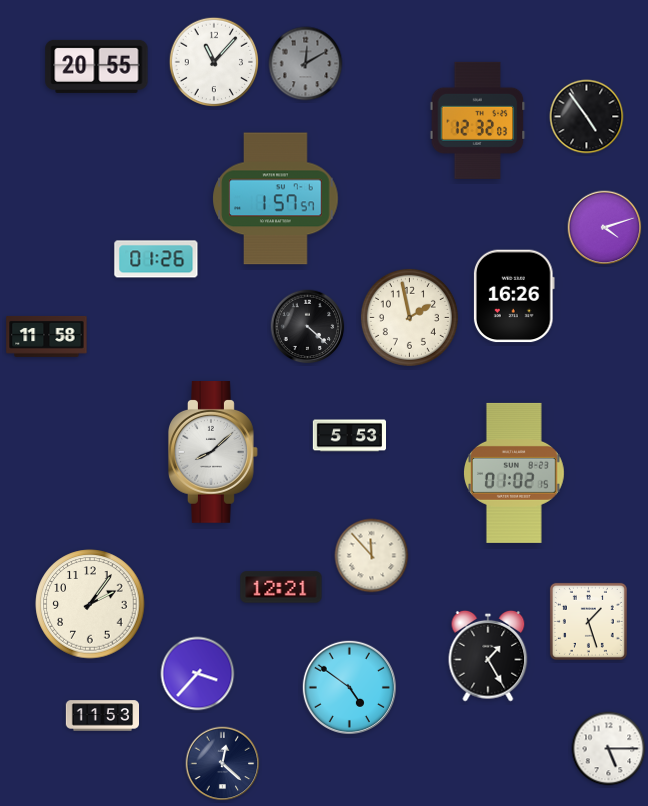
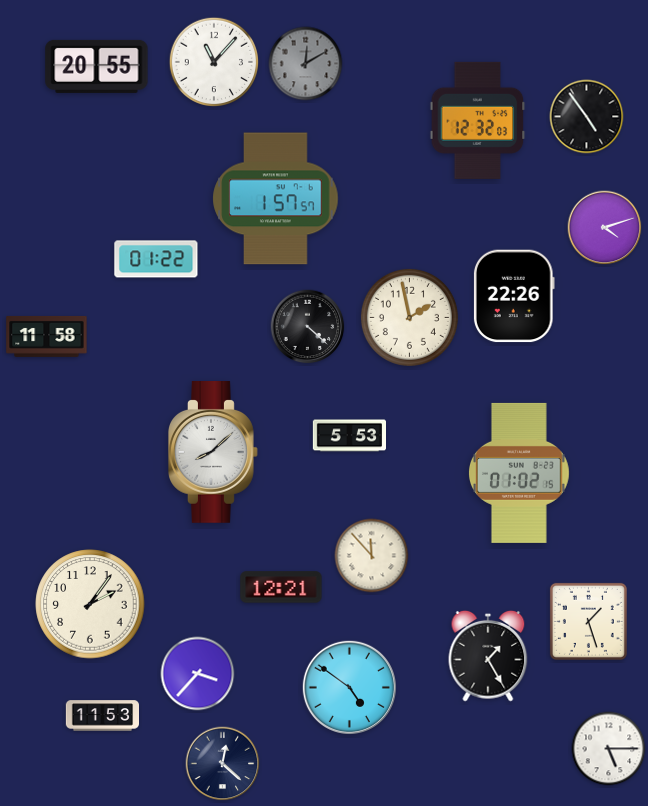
clock at (156, 259): 01:26 -> 01:22
clock at (514, 296): 16:26 -> 22:26
clock at (515, 473) position: (515, 473) -> (520, 473)
